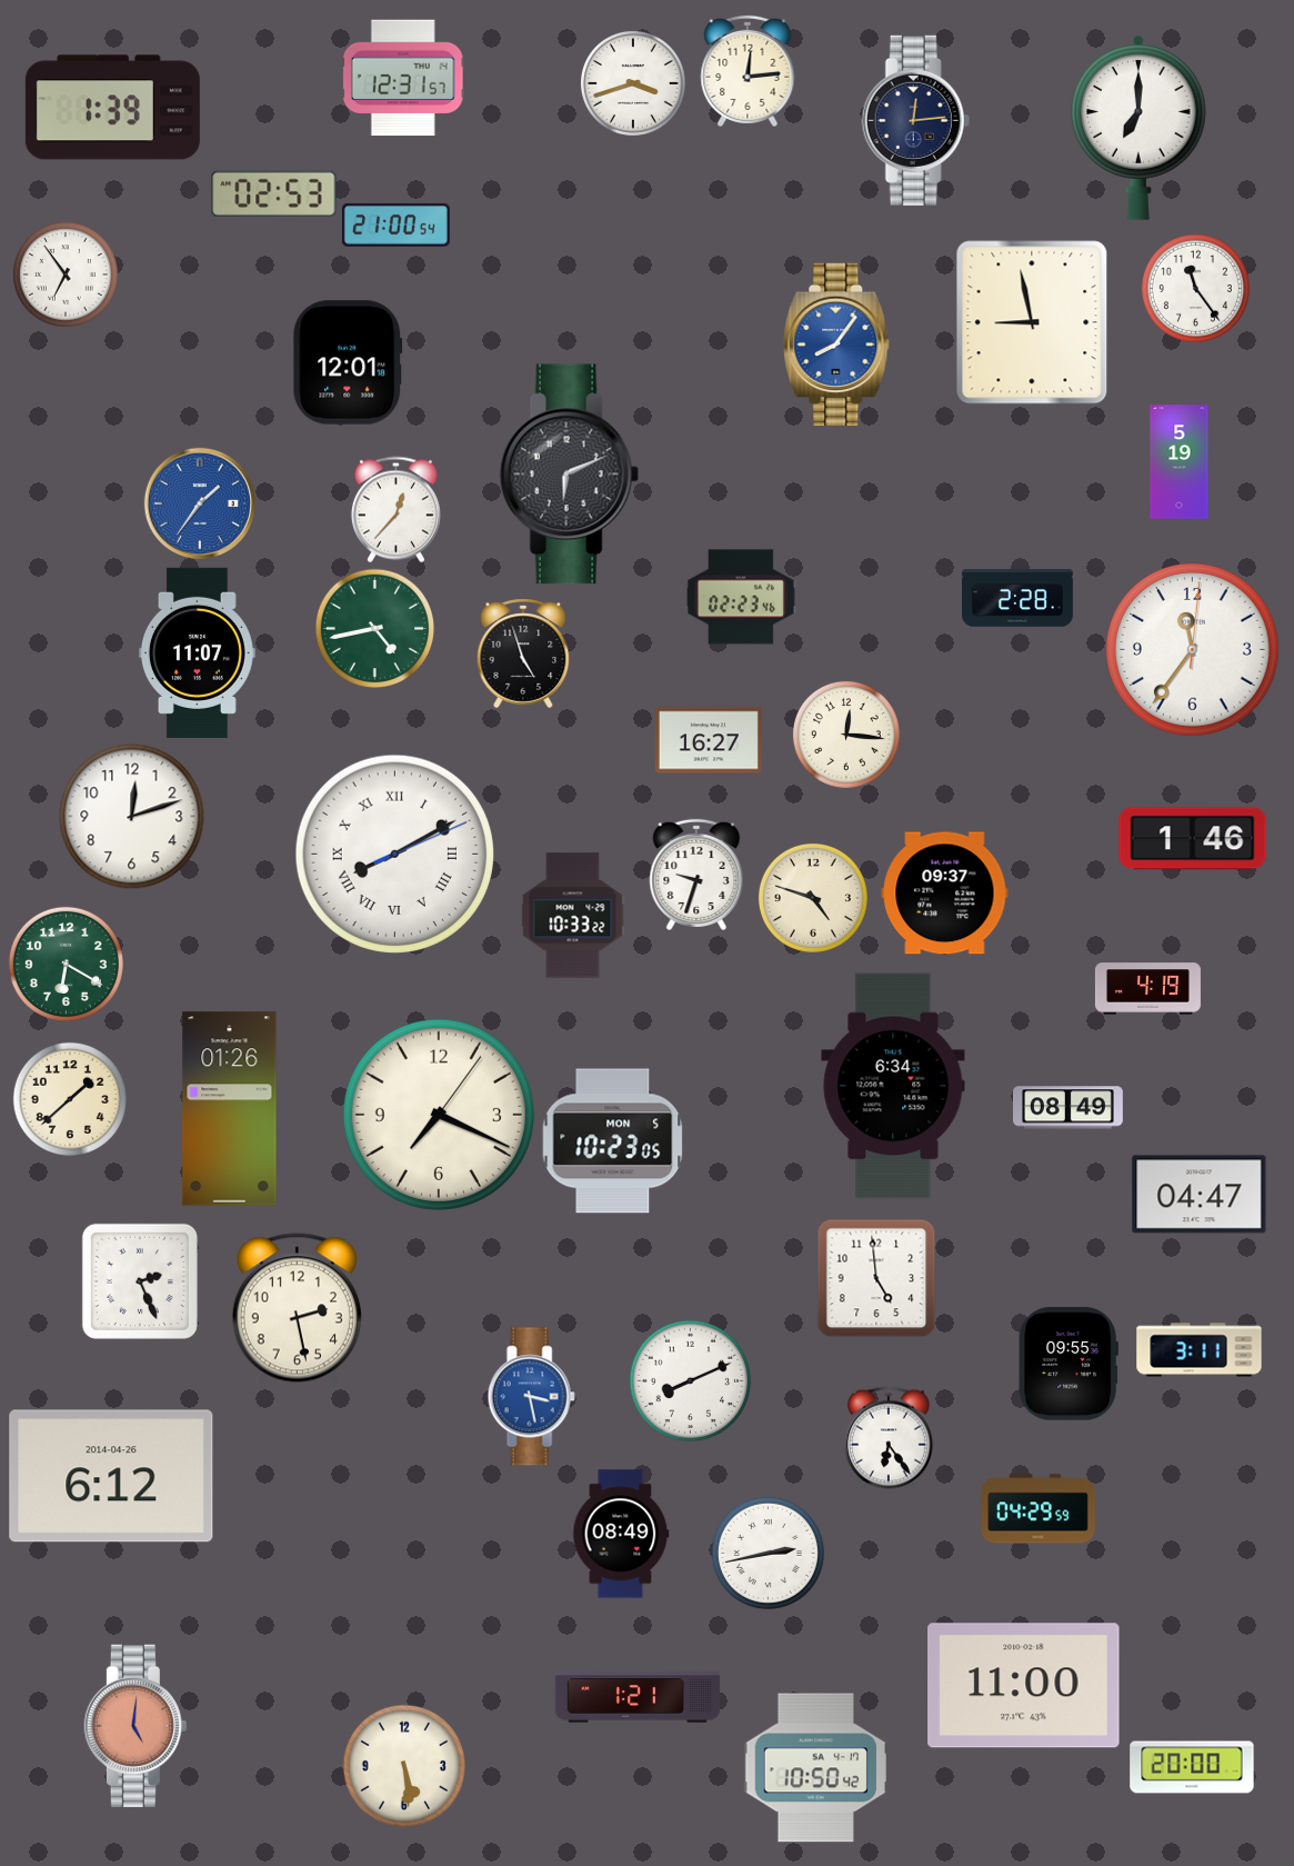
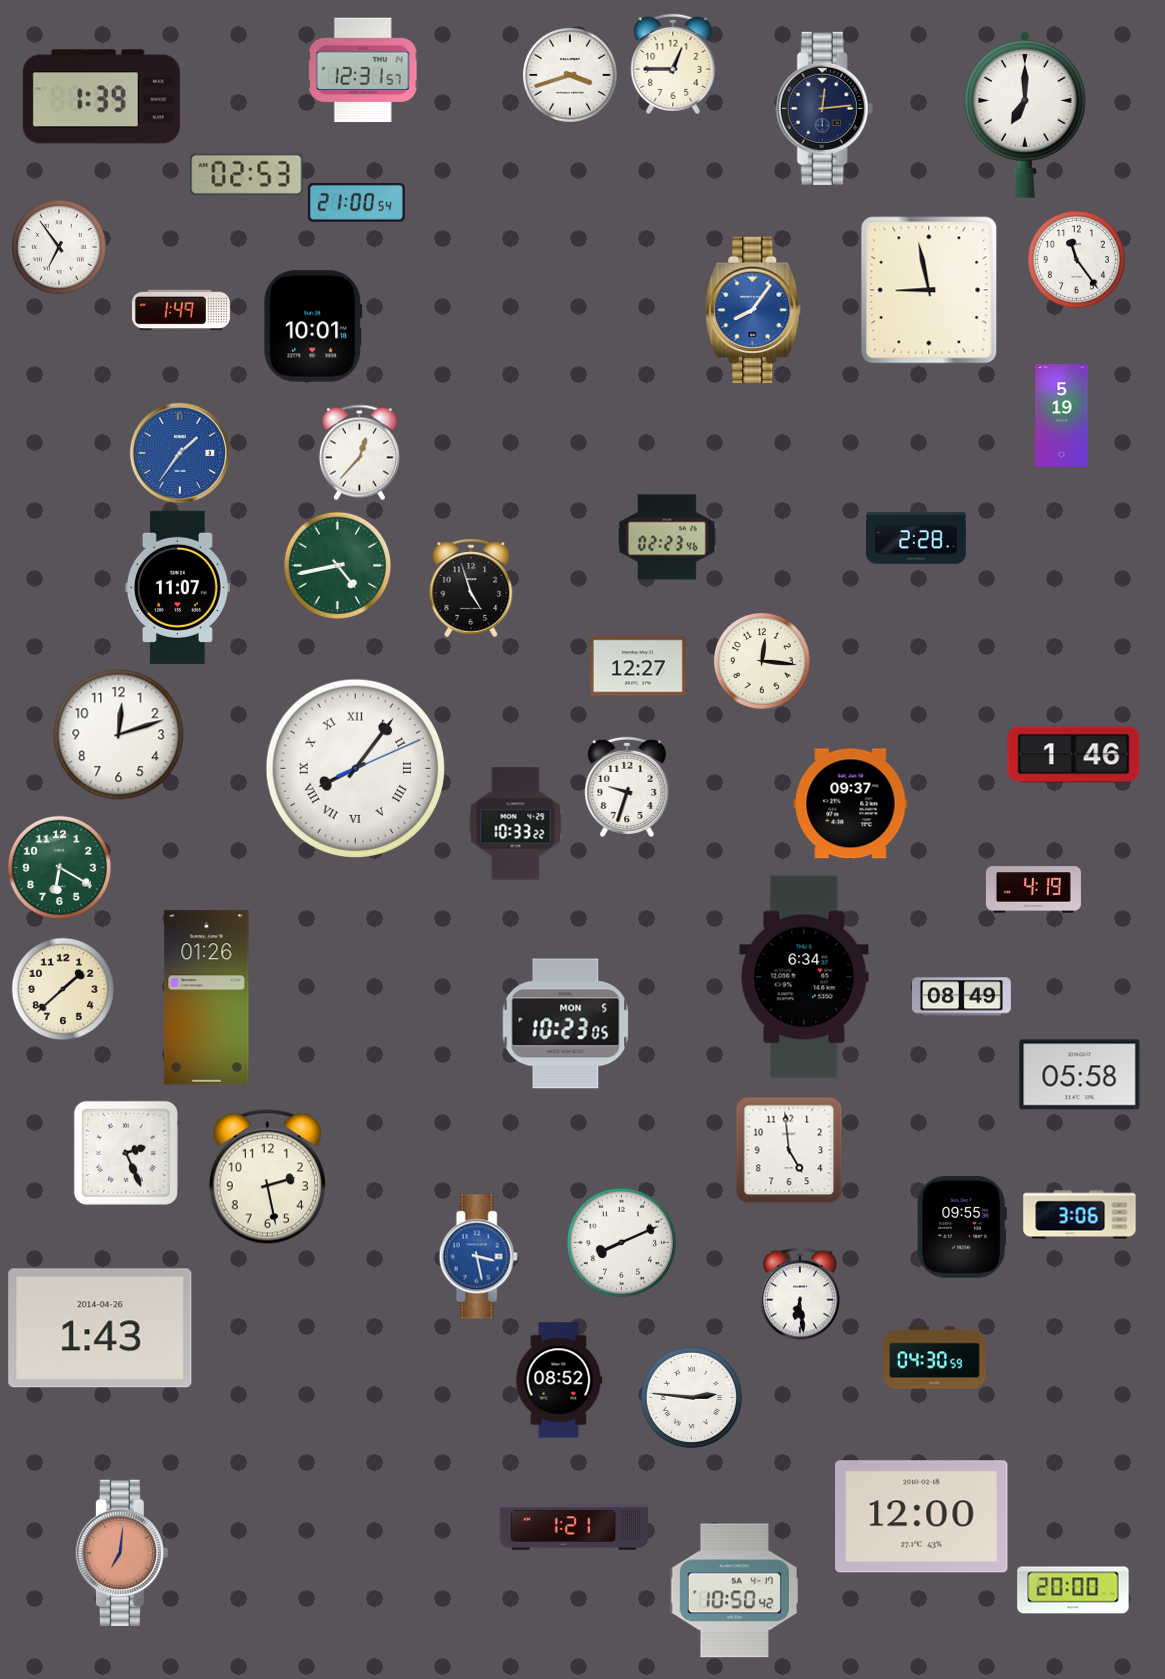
clock at (748, 71): 12:14 -> 12:45
clock at (181, 310): none -> 1:49
clock at (348, 362): 12:01 -> 10:01
clock at (569, 475): 6:11 -> none
clock at (395, 509) position: (395, 509) -> (359, 452)
clock at (1193, 650): 11:36 -> none
clock at (709, 740): 16:27 -> 12:27
clock at (394, 854): 8:10 -> 8:06
clock at (813, 898): 4:48 -> none
clock at (439, 1115): 7:19 -> none
clock at (613, 1141) position: (613, 1141) -> (566, 1024)
clock at (1200, 1195): 04:47 -> 05:58
clock at (1200, 1350): 3:11 -> 3:06
clock at (889, 1439): 6:24 -> 6:29
clock at (111, 1476): 6:12 -> 1:43
clock at (1039, 1509): 04:29 -> 04:30
clock at (621, 1534): 08:49 -> 08:52
clock at (768, 1553): 2:43 -> 2:46
clock at (1024, 1686): 11:00 -> 12:00
clock at (136, 1726): 5:01 -> 7:01
clock at (404, 1766): 5:29 -> none
